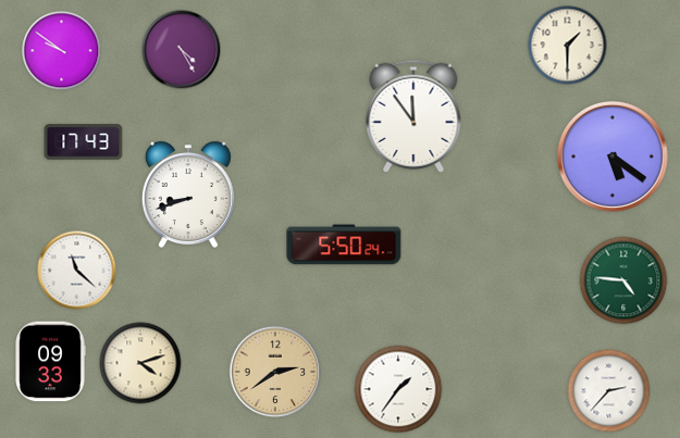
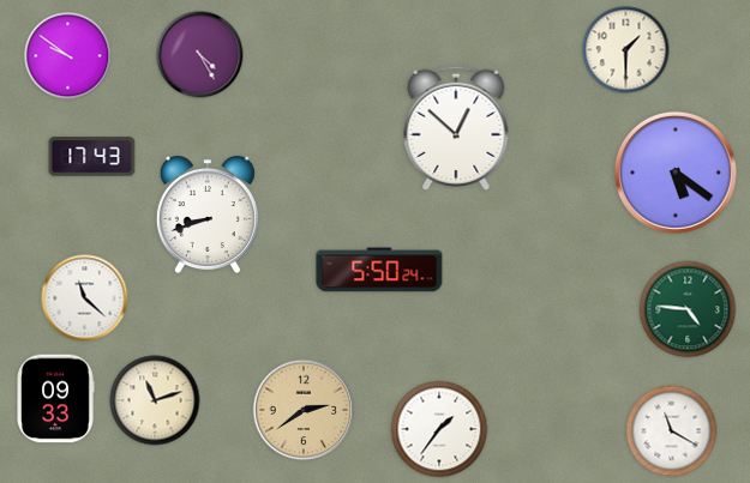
clock at (413, 116): 11:54 -> 12:52
clock at (140, 363): 4:12 -> 11:12
clock at (609, 391): 2:37 -> 11:20
